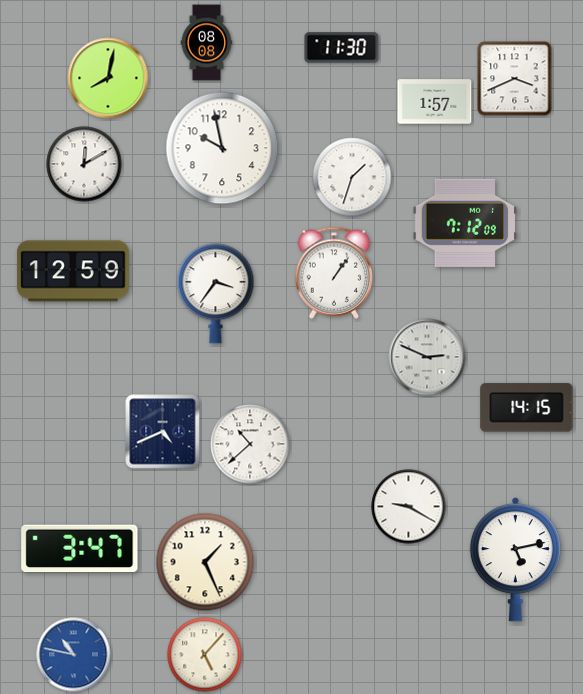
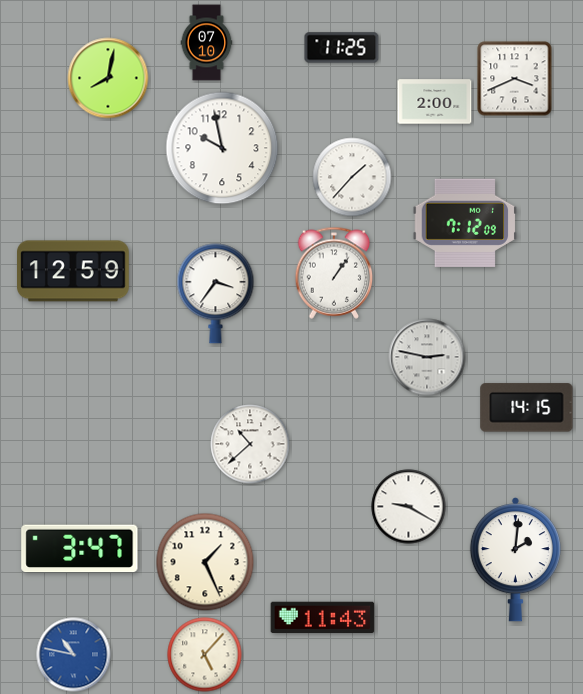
clock at (207, 43): 08:08 -> 07:10
clock at (342, 48): 11:30 -> 11:25
clock at (435, 102): 1:57 -> 2:00
clock at (84, 164): 12:10 -> none
clock at (352, 177): 1:33 -> 1:37
clock at (427, 357): 2:49 -> 2:47
clock at (163, 432): 4:41 -> none
clock at (515, 560): 5:13 -> 2:01
clock at (323, 618): none -> 11:43
